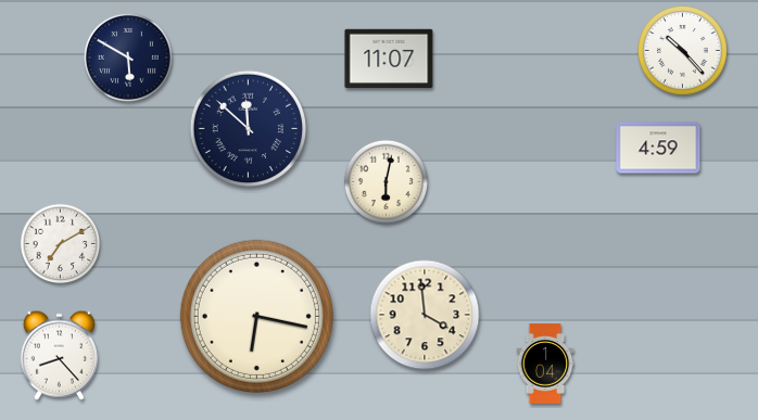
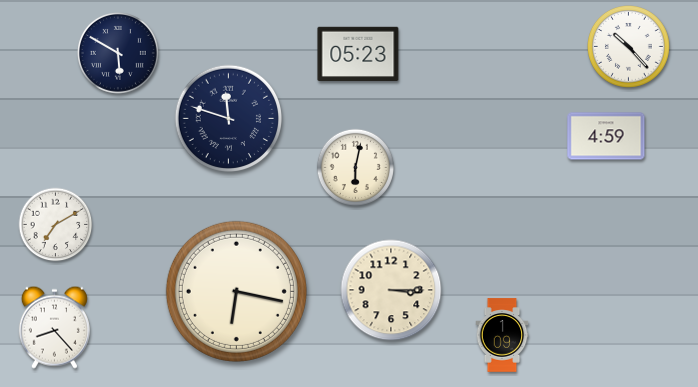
clock at (389, 59): 11:07 -> 05:23
clock at (249, 129): 11:52 -> 11:48
clock at (425, 315): 3:59 -> 3:15
clock at (545, 364): 1:04 -> 1:09
